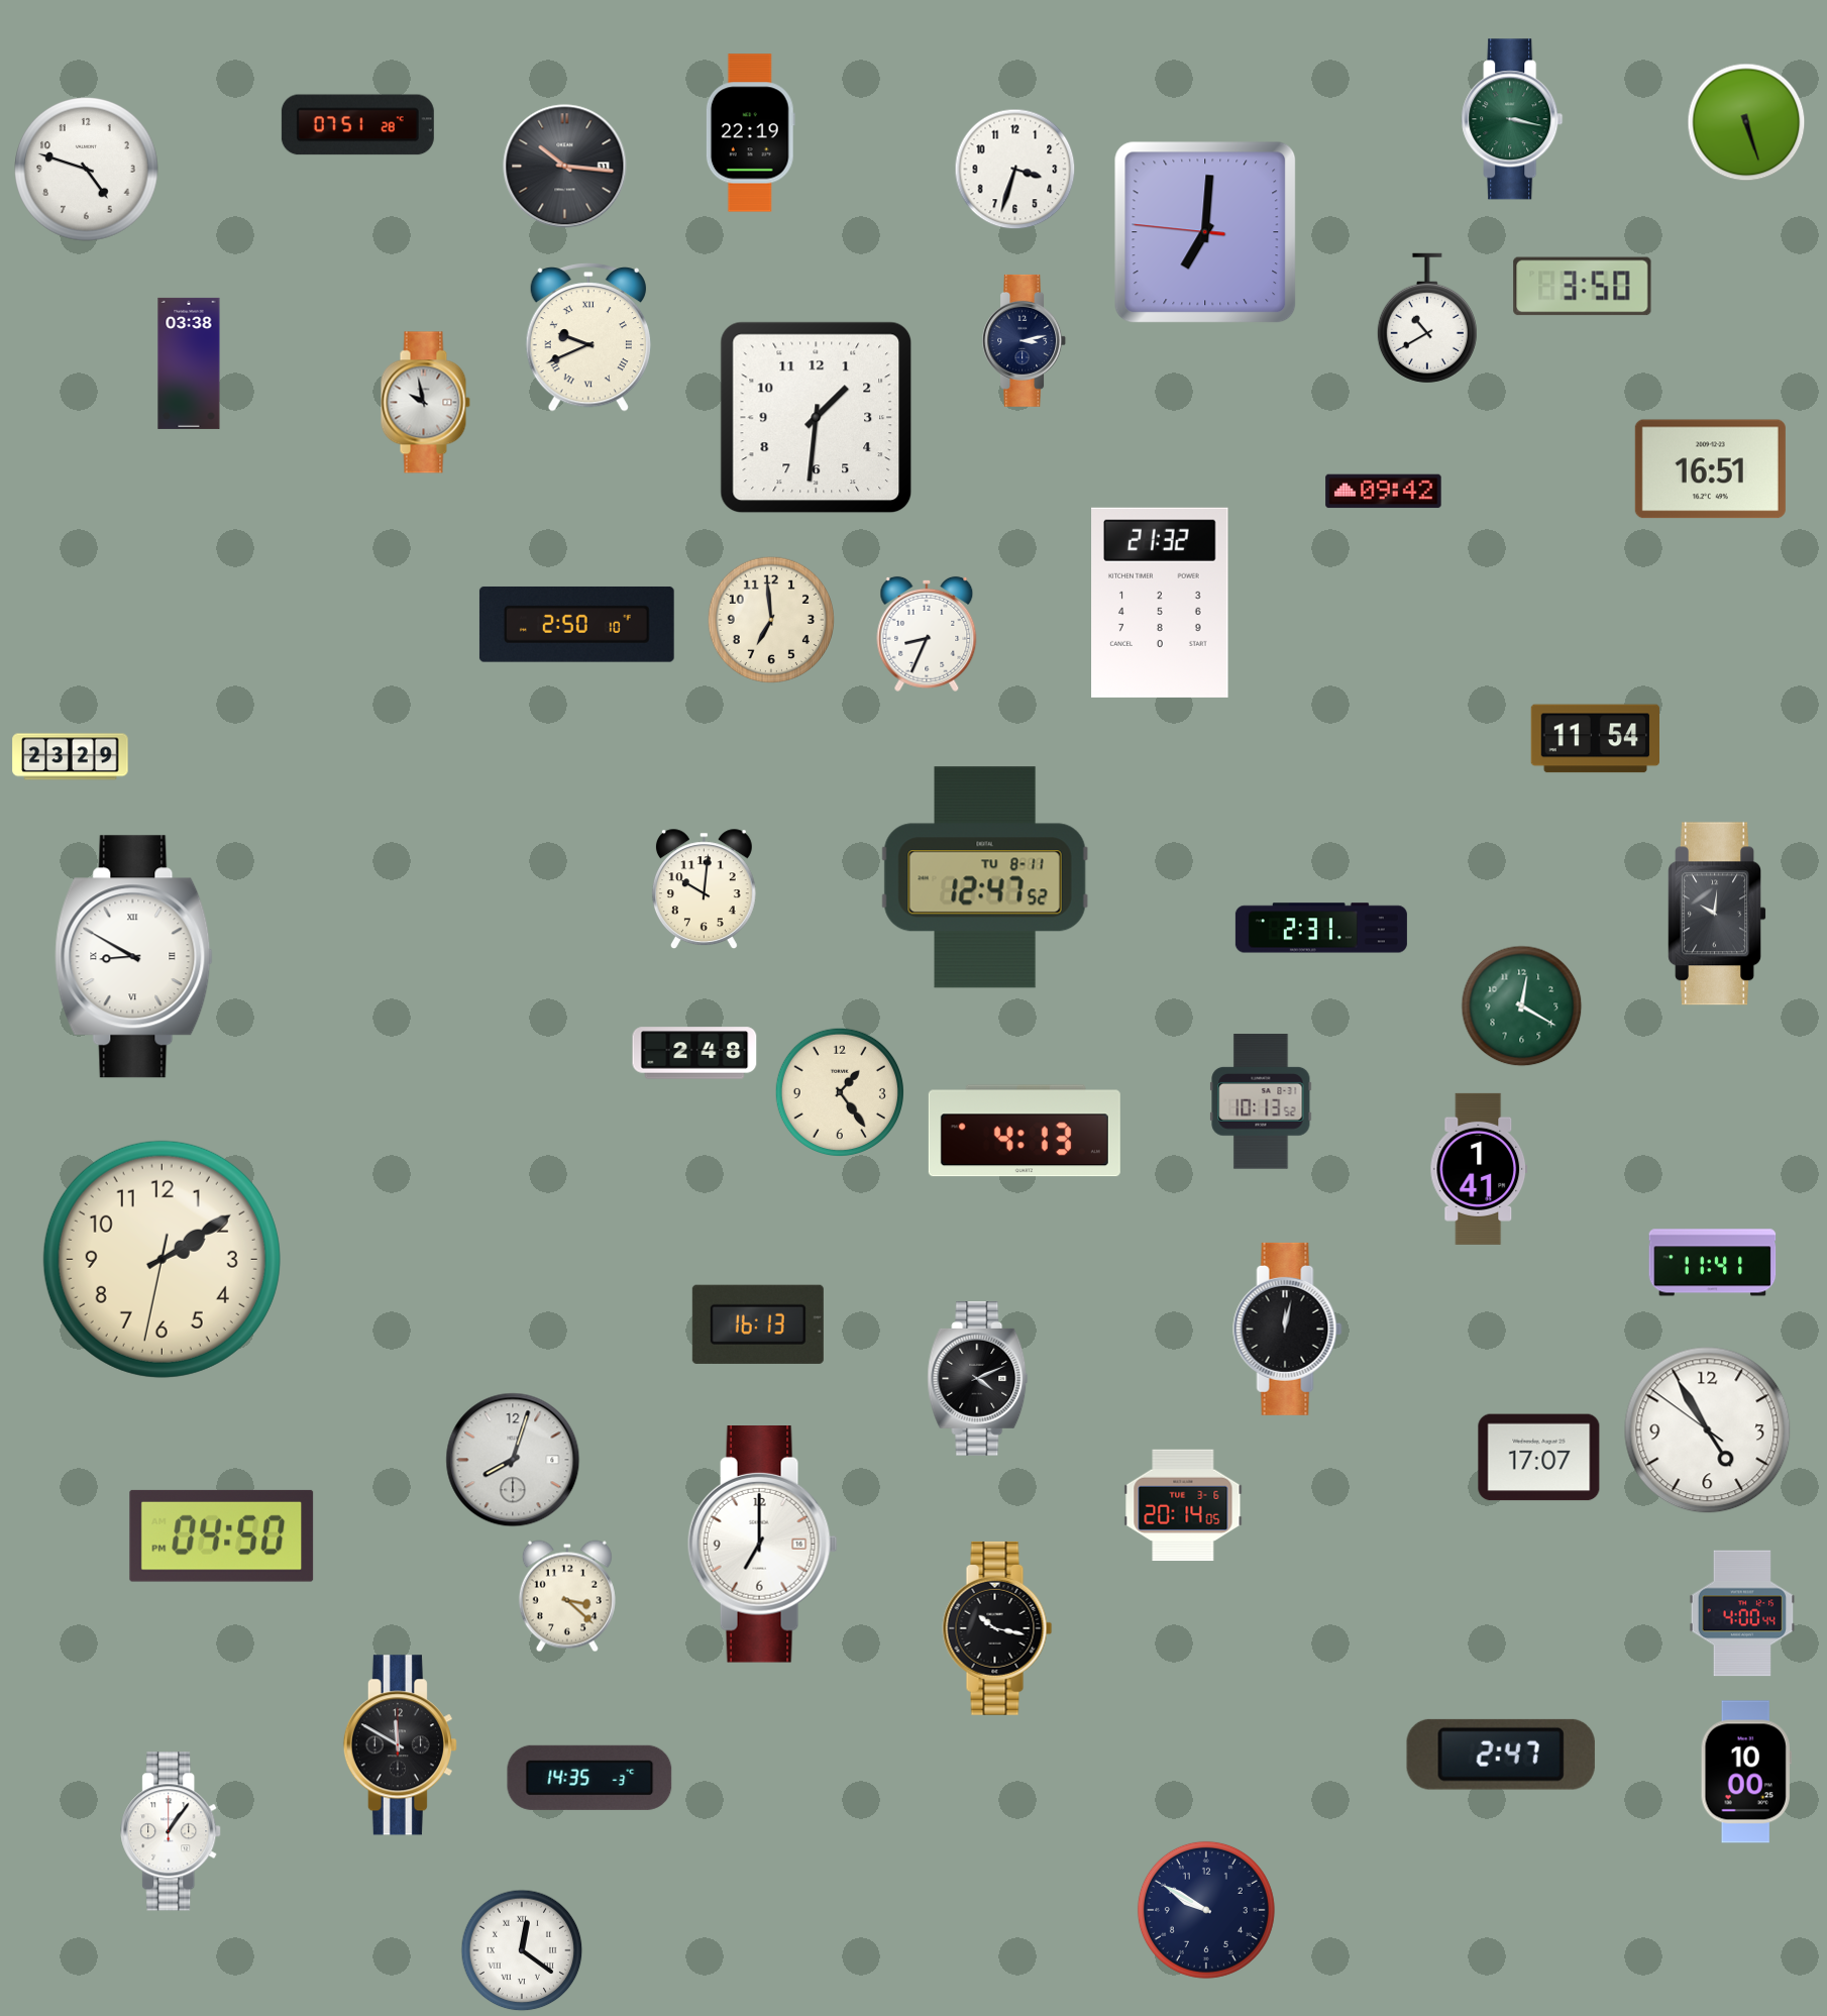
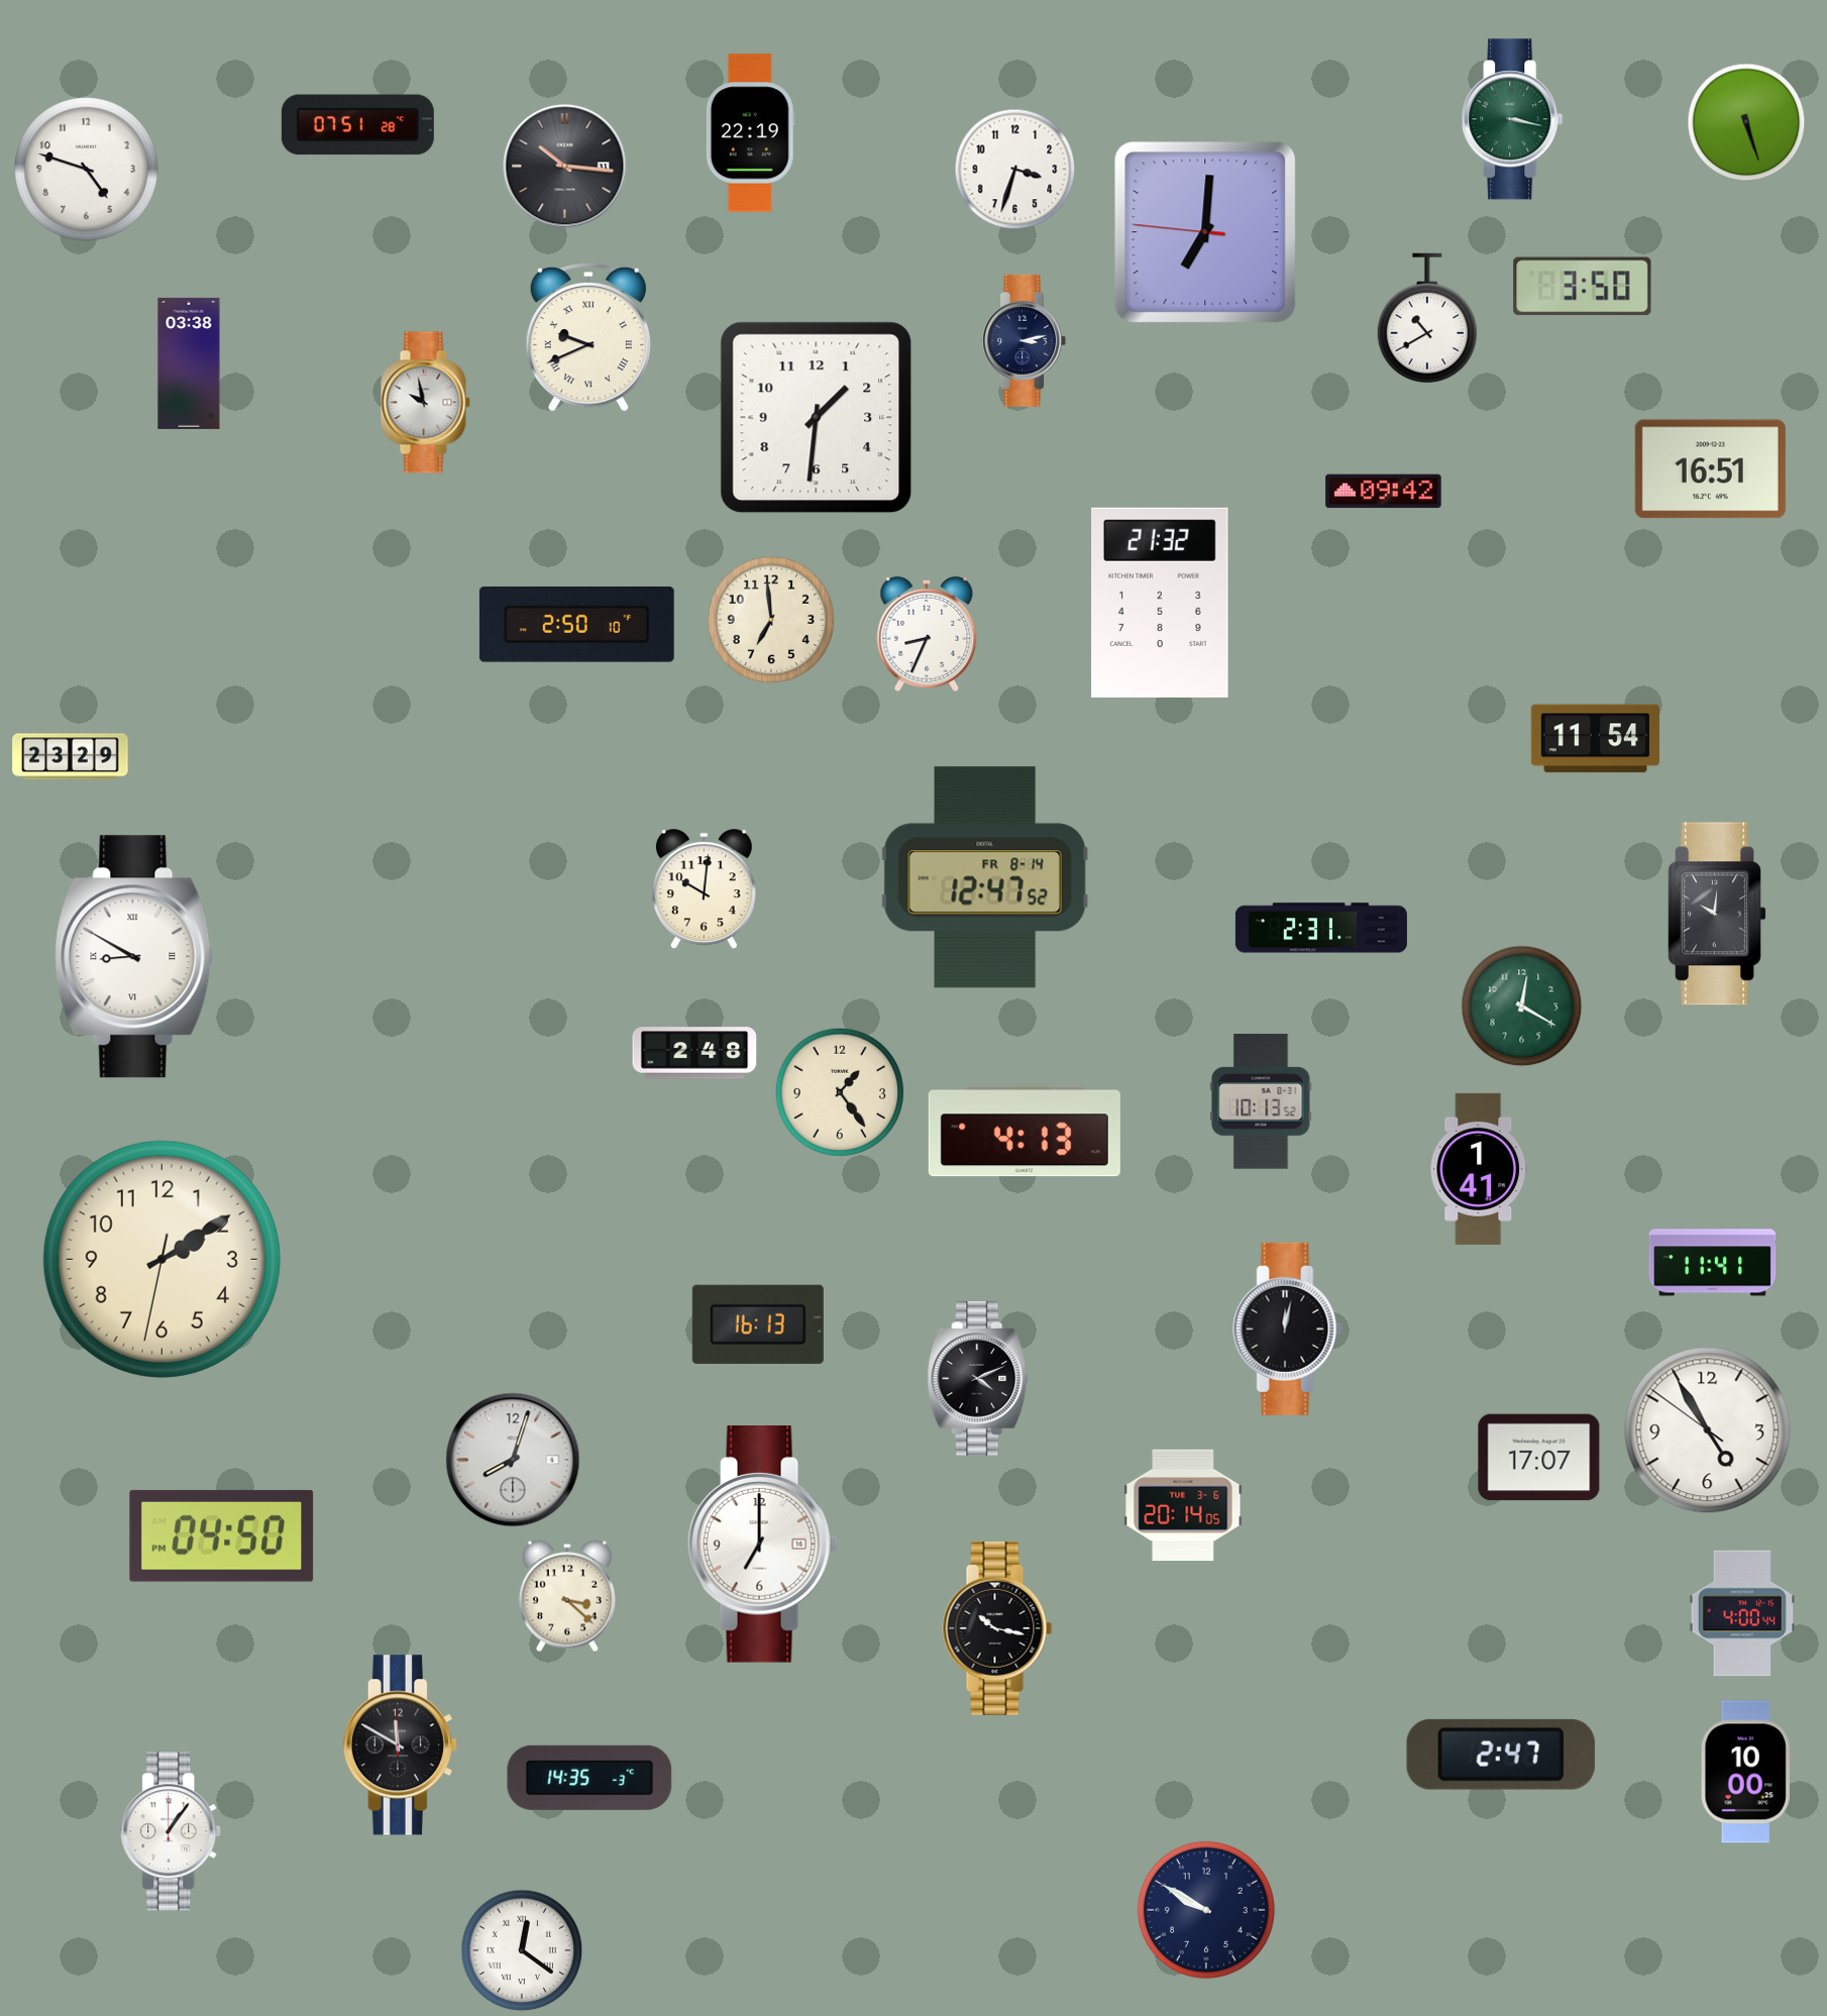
clock at (985, 877) date: TU 8-11 -> FR 8-14
